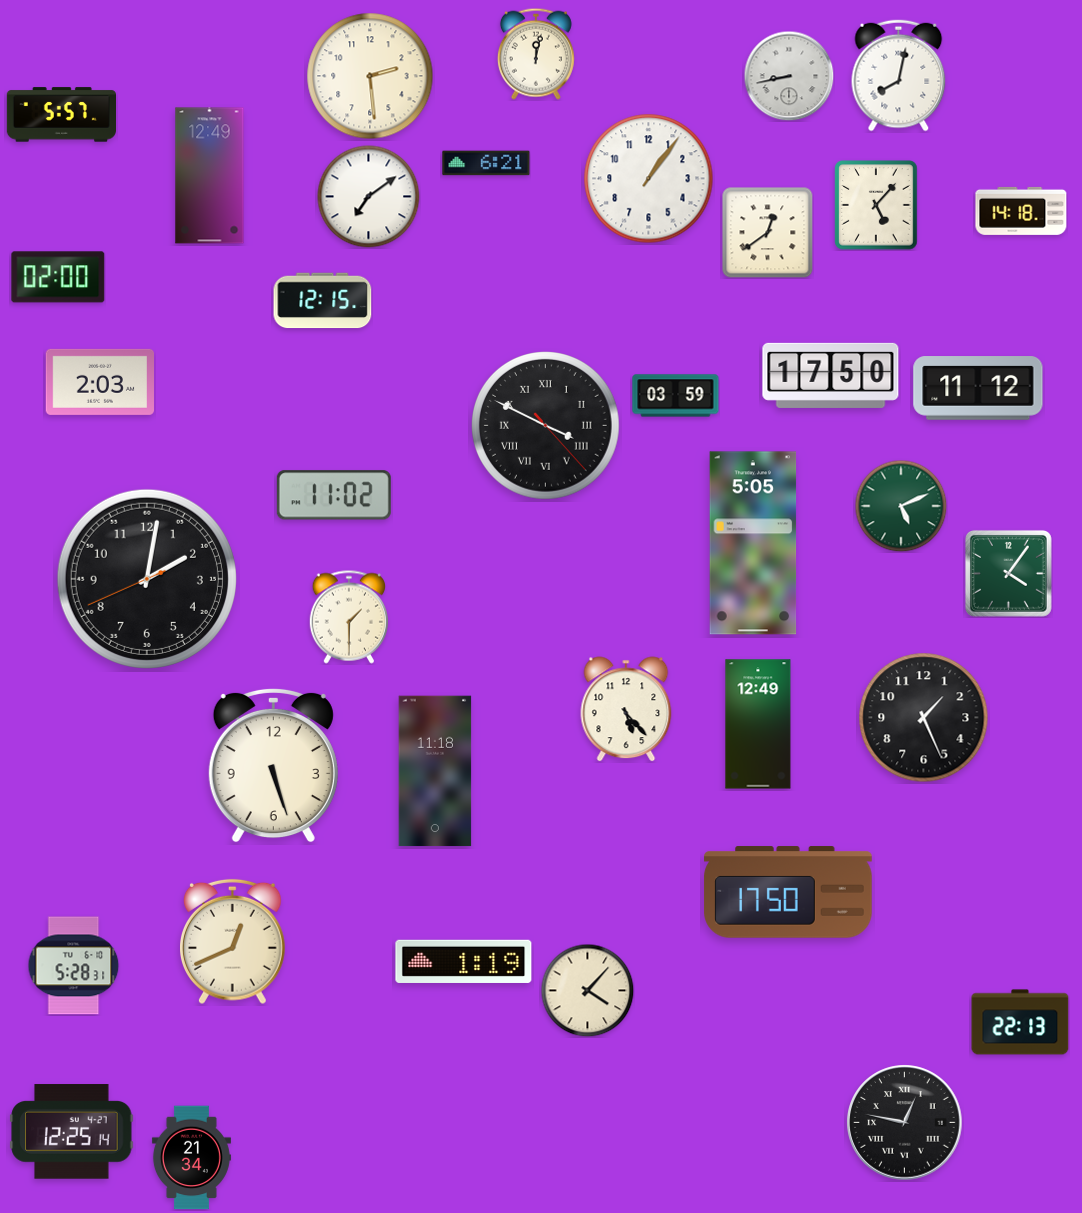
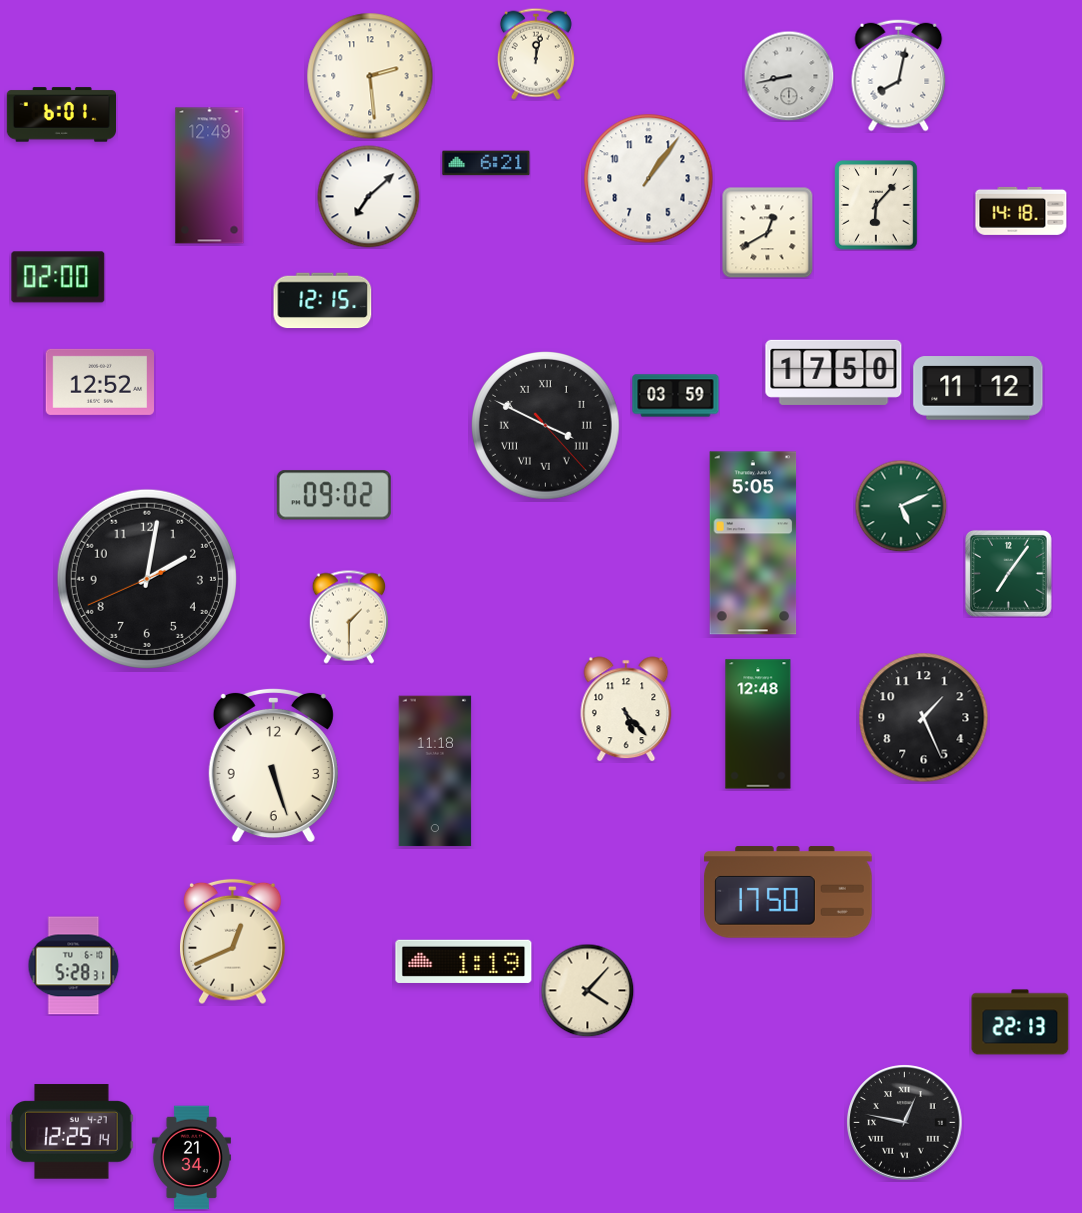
clock at (61, 115): 5:57 -> 6:01
clock at (369, 197): 7:09 -> 7:08
clock at (876, 205): 5:07 -> 6:07
clock at (768, 233): 12:39 -> 12:40
clock at (831, 375) position: (831, 375) -> (834, 372)
clock at (99, 382): 2:03 -> 12:52
clock at (334, 495): 11:02 -> 09:02
clock at (1008, 573): 4:06 -> 7:06
clock at (758, 724): 12:49 -> 12:48
